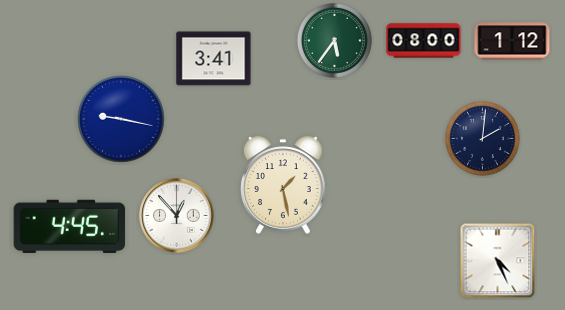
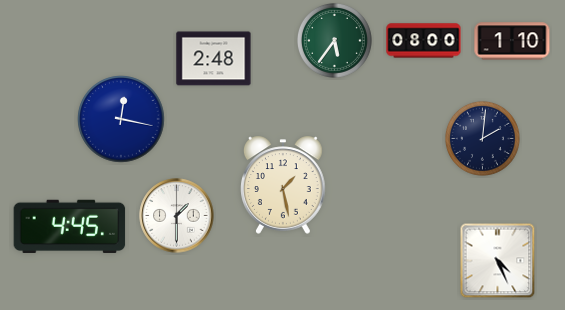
clock at (512, 41): 1:12 -> 1:10
clock at (214, 59): 3:41 -> 2:48
clock at (121, 119): 9:17 -> 12:17
clock at (177, 216): 12:53 -> 1:30
